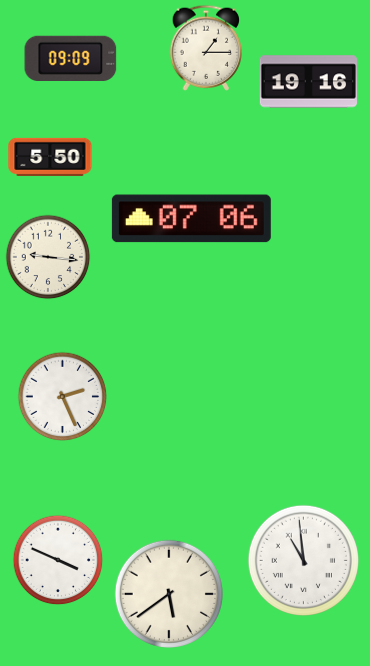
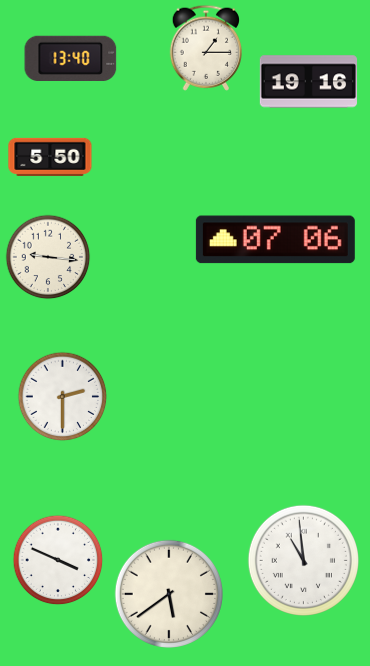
clock at (71, 58): 09:09 -> 13:40
clock at (191, 219) position: (191, 219) -> (275, 240)
clock at (63, 397): 2:26 -> 2:30
